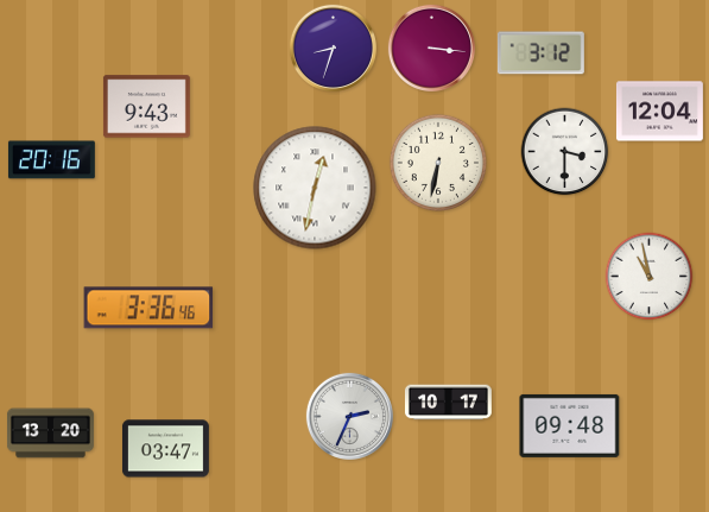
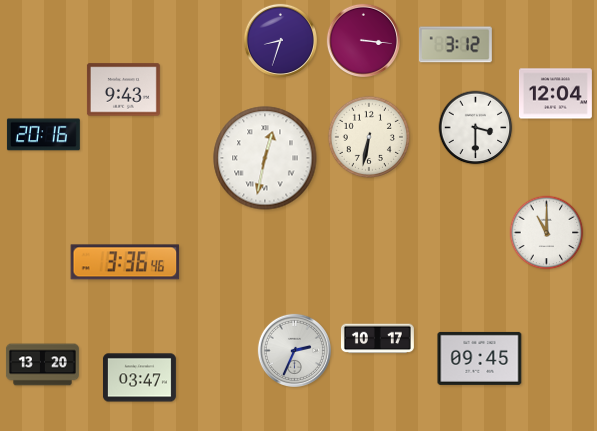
clock at (650, 277): 10:58 -> 11:00
clock at (148, 308) position: (148, 308) -> (125, 262)
clock at (570, 425): 09:48 -> 09:45
